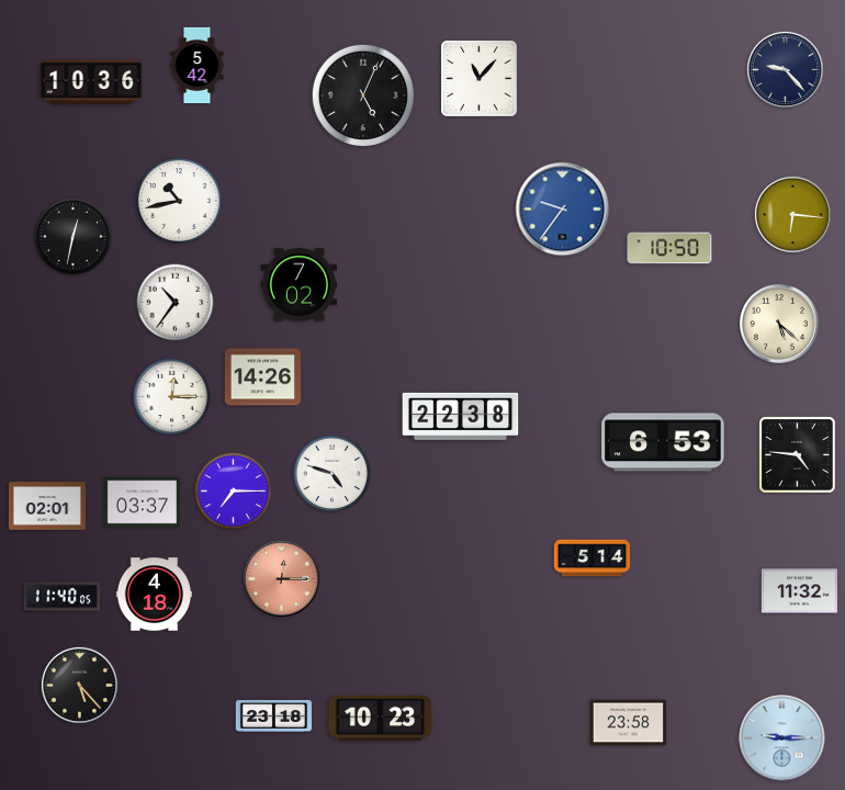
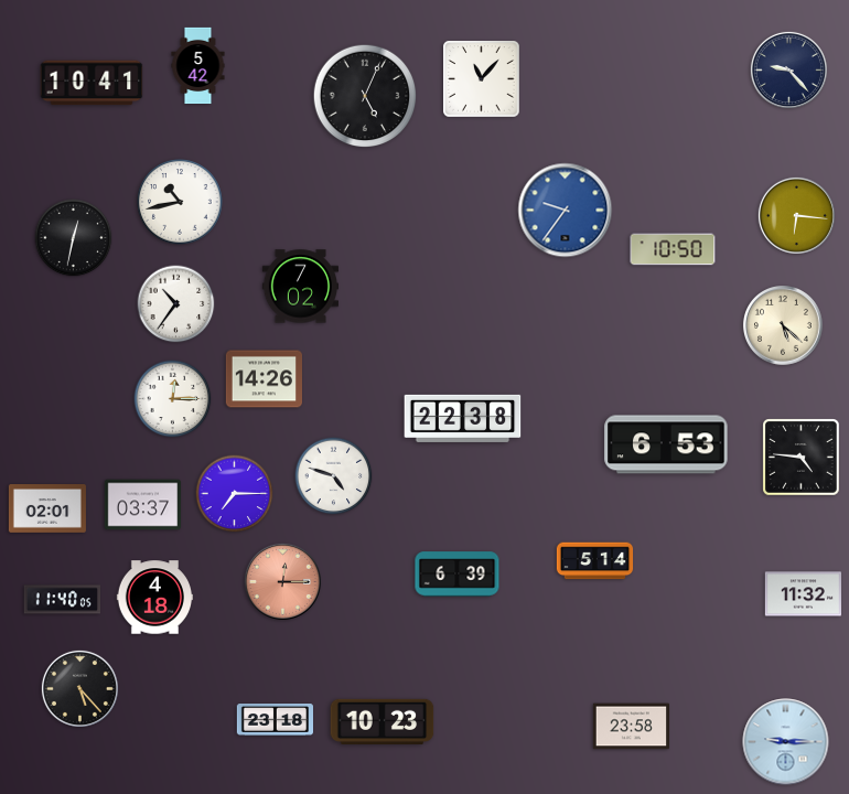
clock at (91, 82): 10:36 -> 10:41
clock at (458, 575): none -> 6:39
